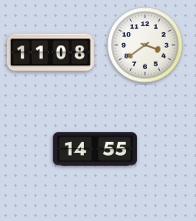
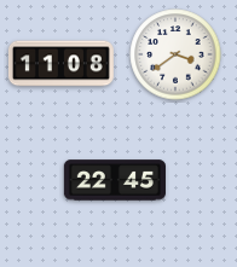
clock at (94, 149): 14:55 -> 22:45
